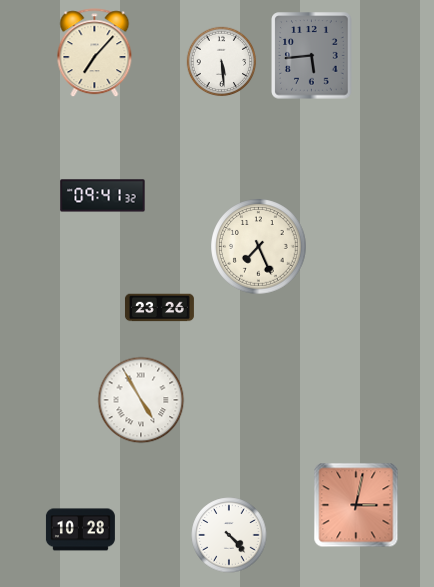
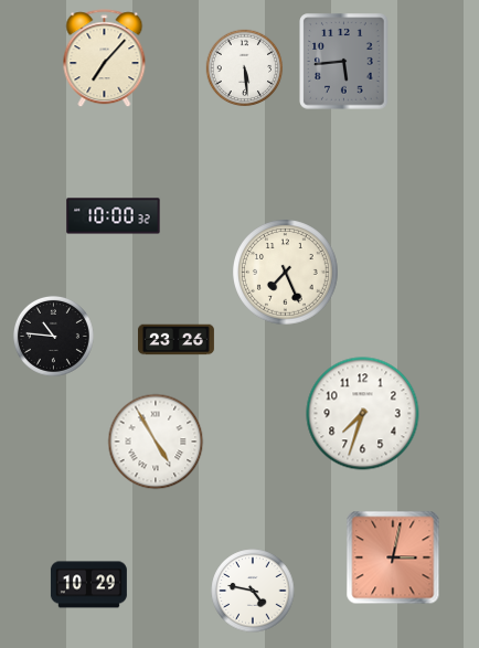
clock at (103, 196): 09:41 -> 10:00
clock at (53, 336): none -> 10:46
clock at (363, 414): none -> 7:33
clock at (80, 530): 10:28 -> 10:29
clock at (229, 535): 4:23 -> 4:47
